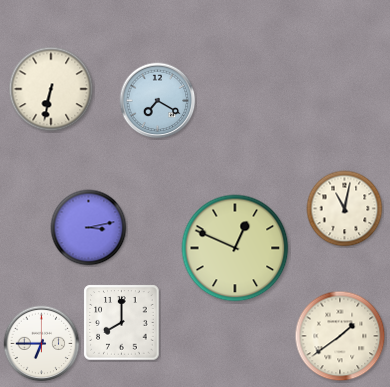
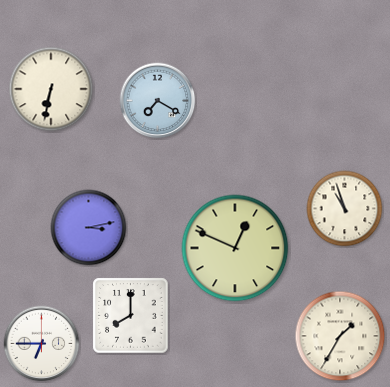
clock at (345, 209): 11:02 -> 10:57
clock at (122, 323) position: (122, 323) -> (131, 316)
clock at (340, 336): 1:39 -> 1:35
